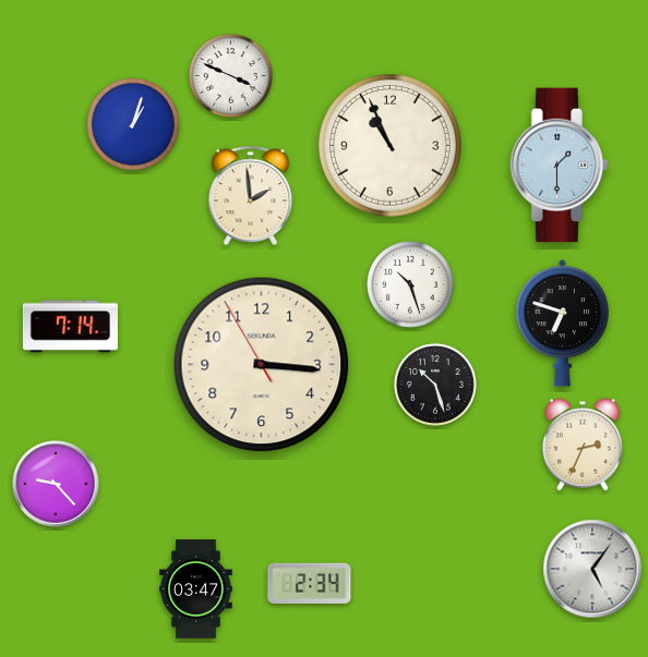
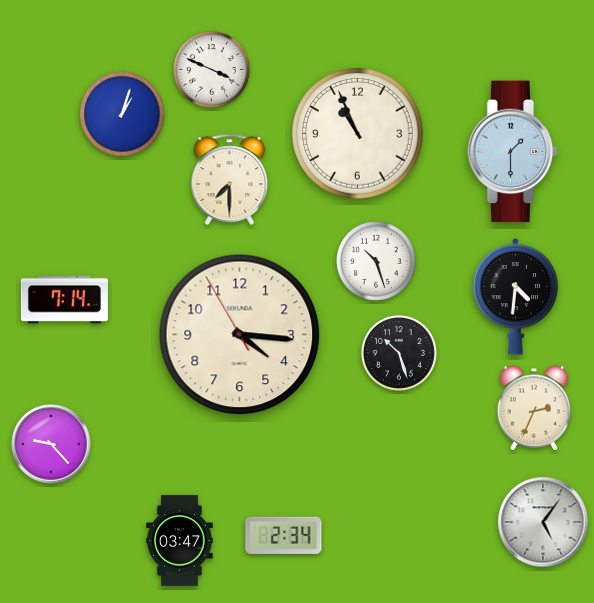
clock at (251, 195): 1:59 -> 7:30
clock at (563, 323): 6:48 -> 4:31
clock at (262, 365): 3:15 -> 4:15
